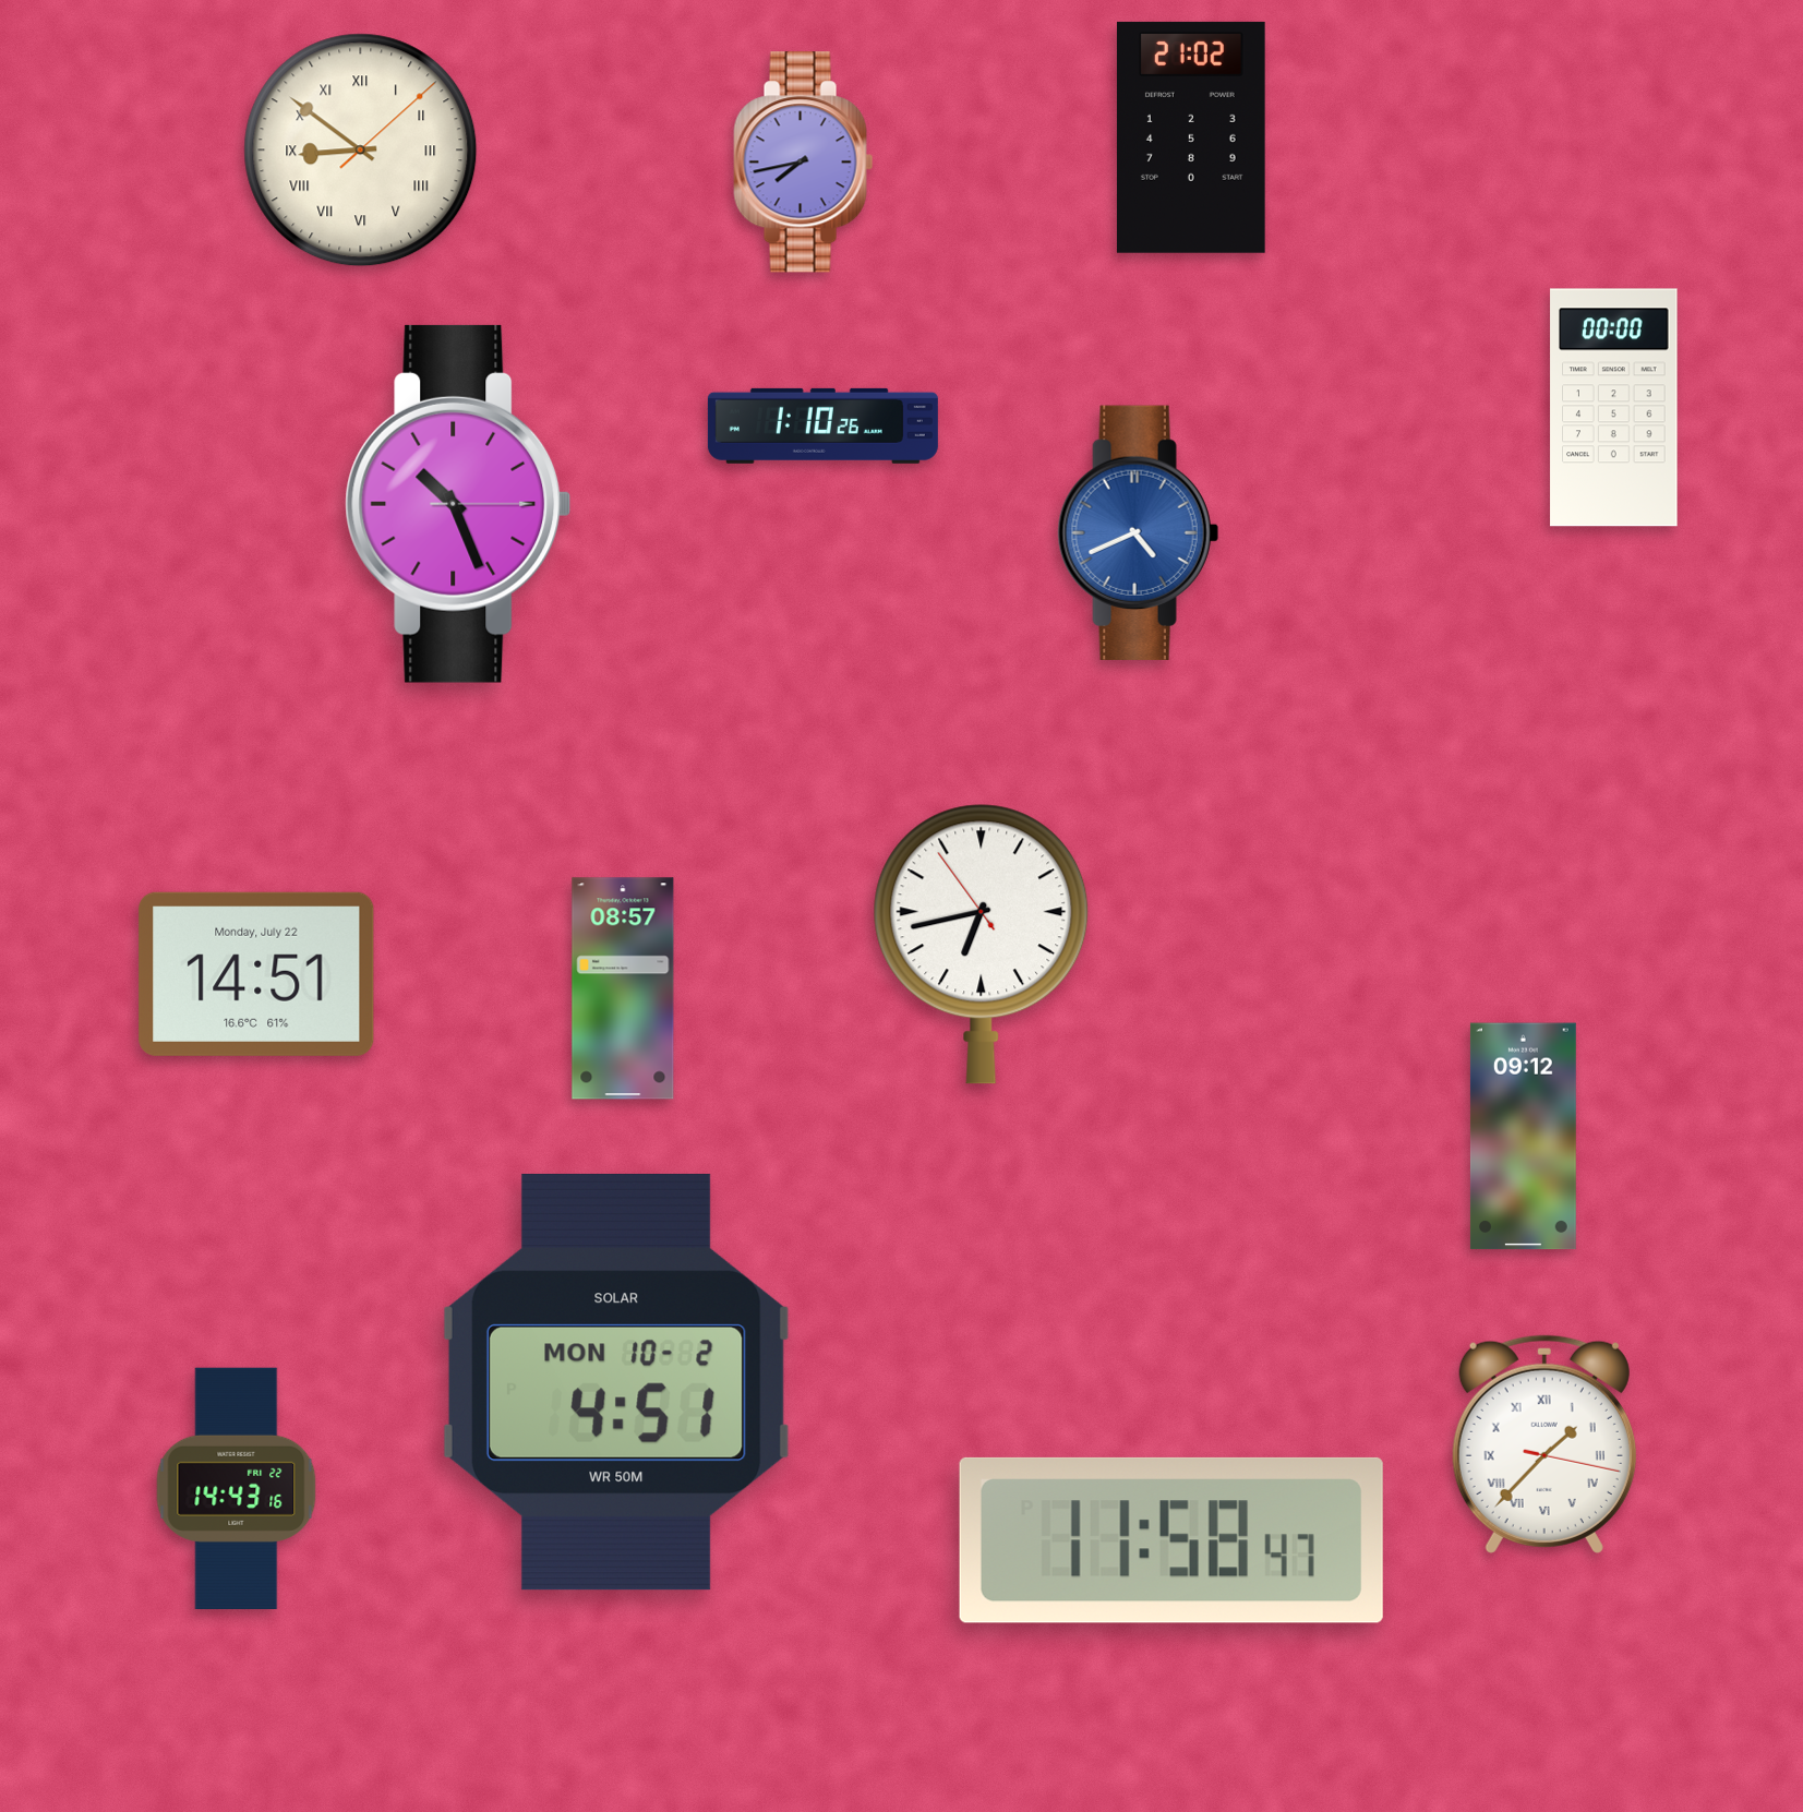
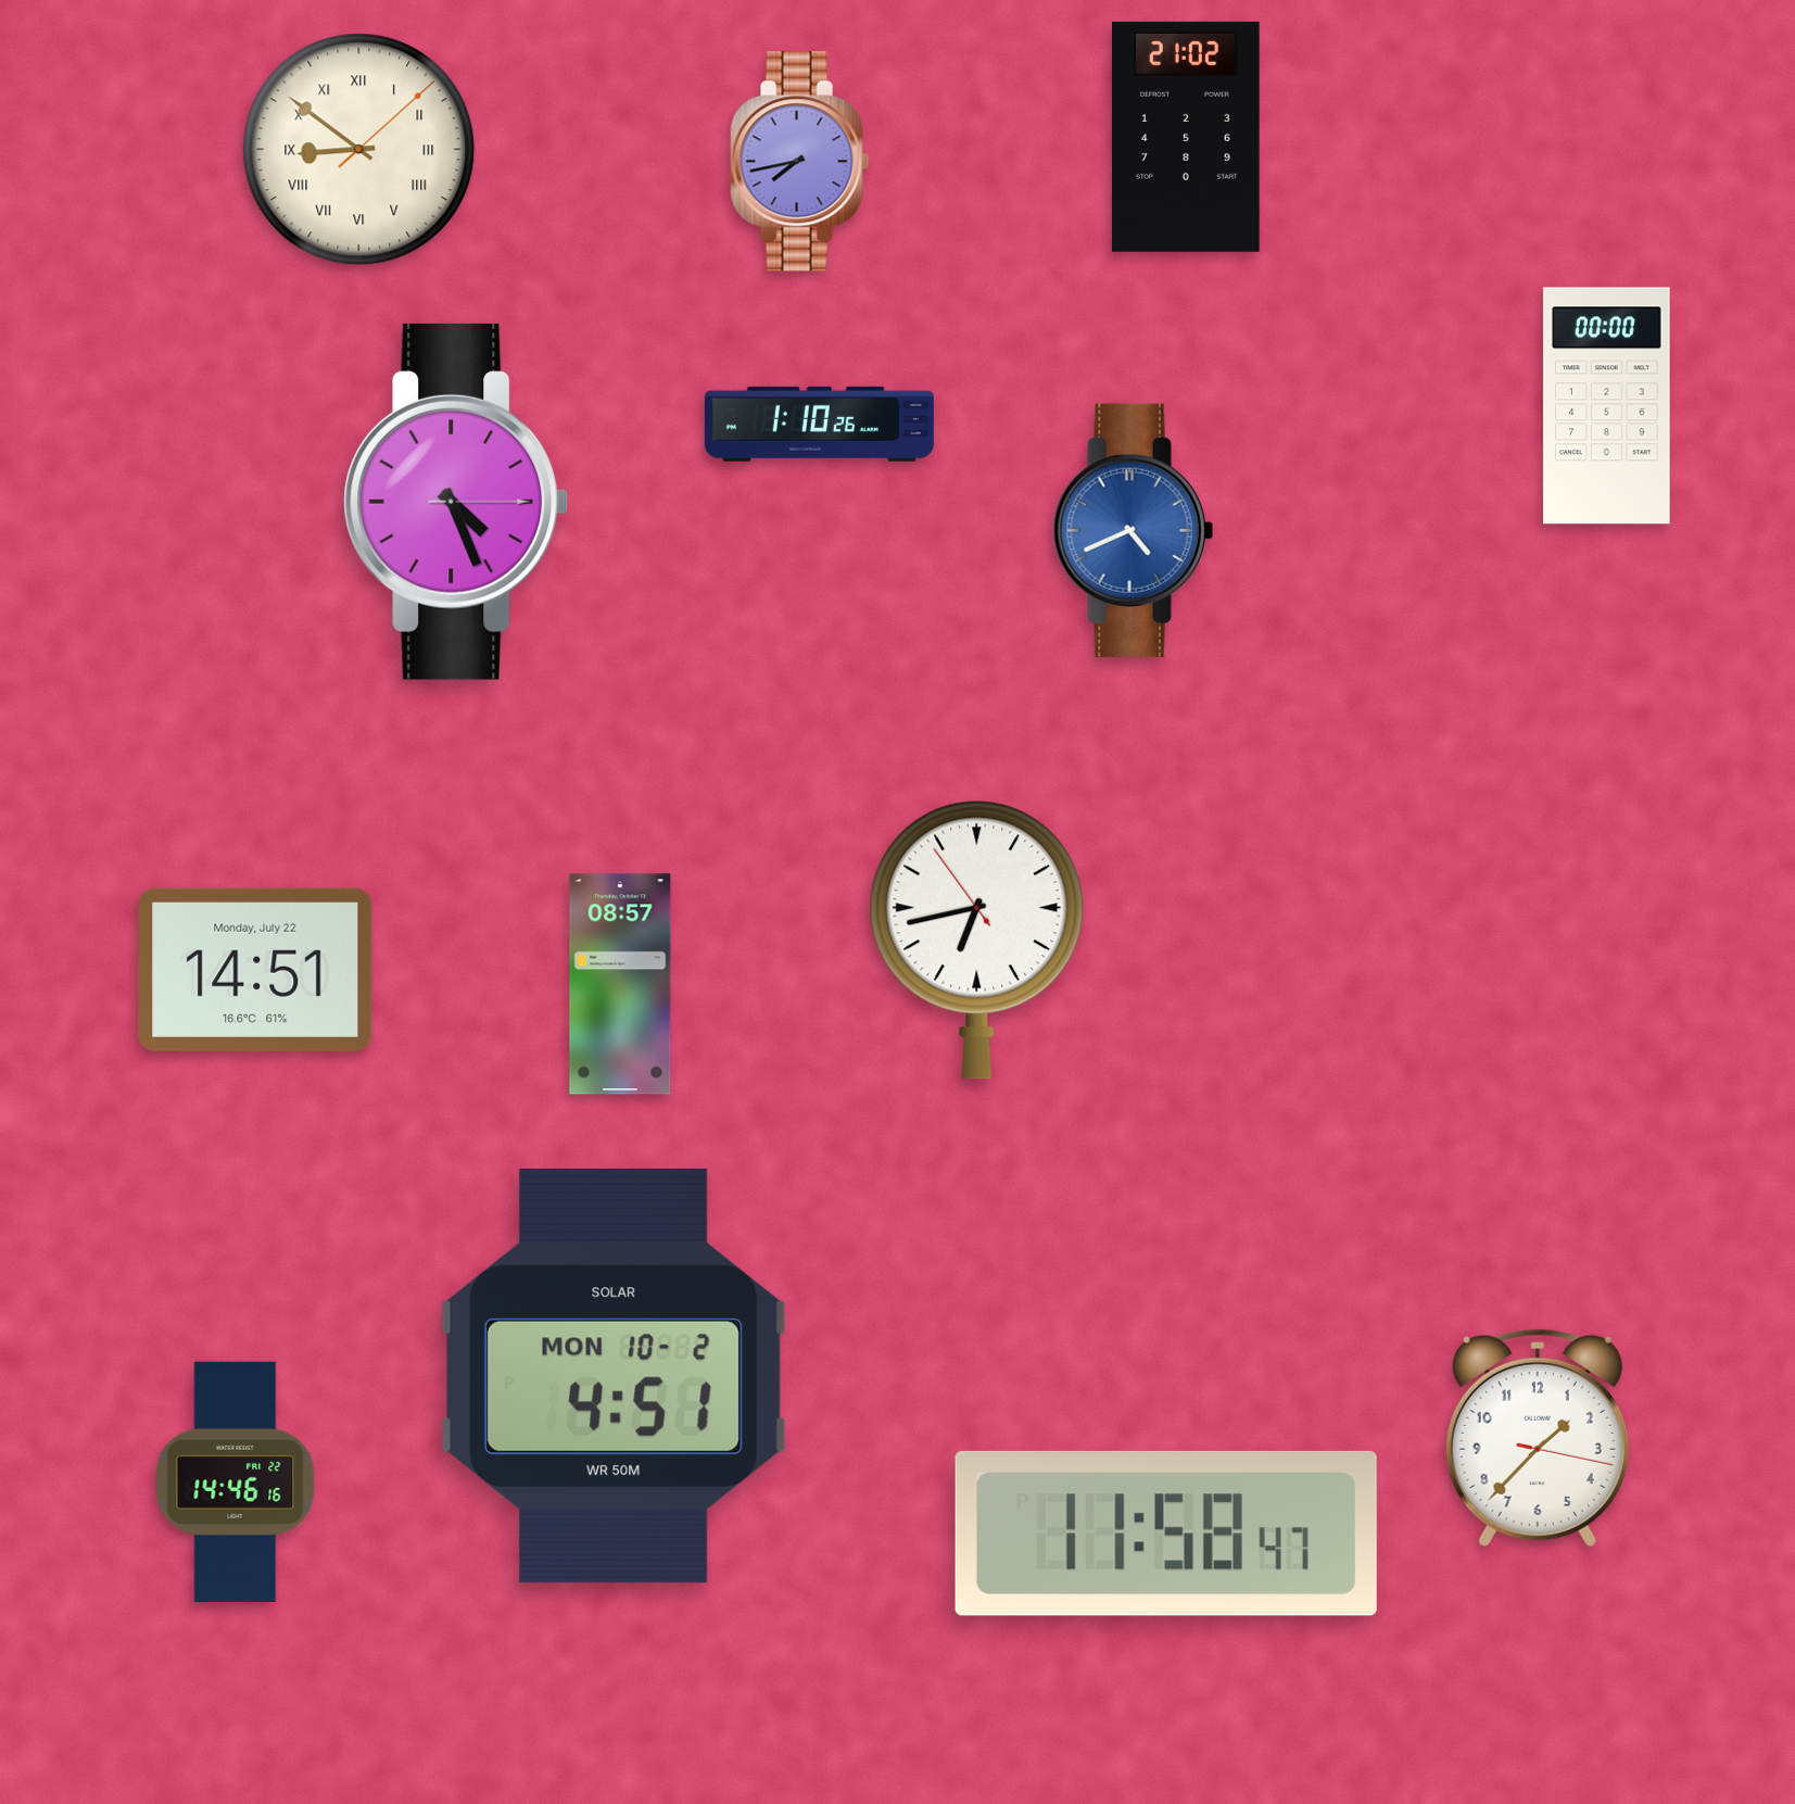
clock at (458, 504): 10:26 -> 4:26
clock at (1523, 1137): 09:12 -> none
clock at (1544, 1444) numerals: Roman -> Arabic
clock at (237, 1488): 14:43 -> 14:46
